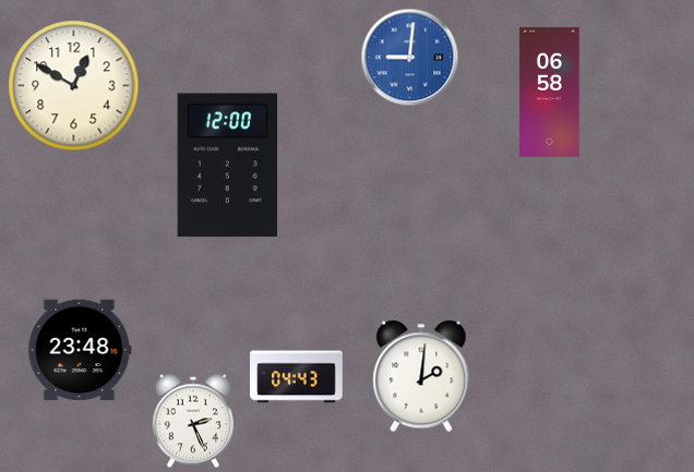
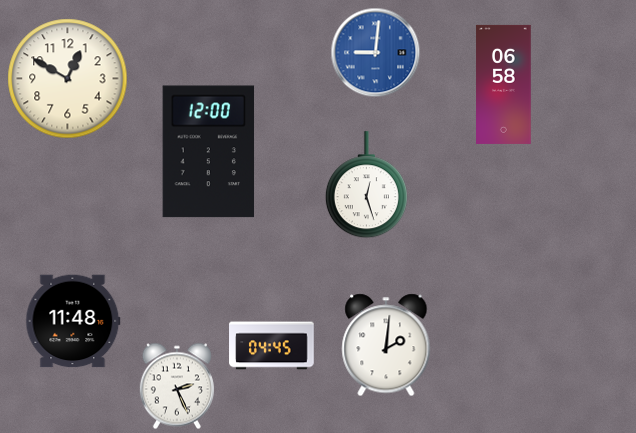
clock at (366, 185): none -> 12:27
clock at (80, 350): 23:48 -> 11:48
clock at (297, 377): 04:43 -> 04:45
